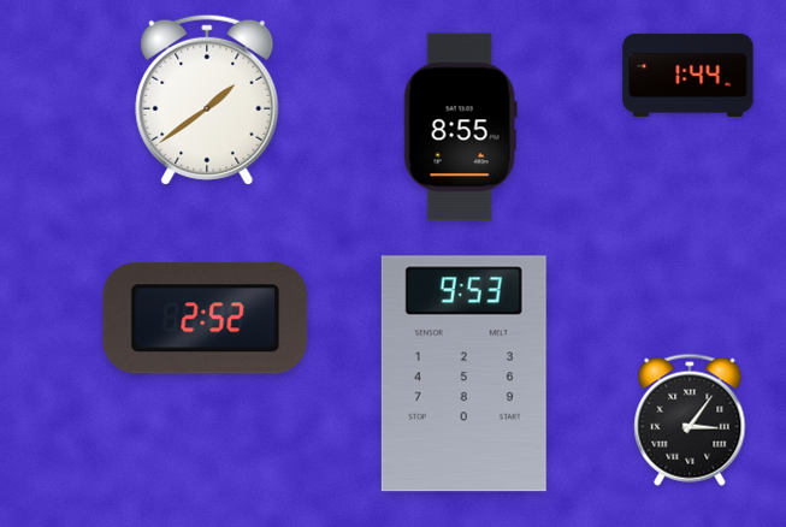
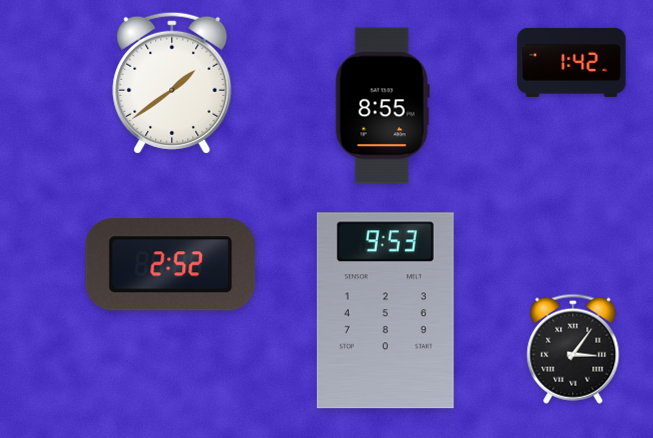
clock at (689, 75): 1:44 -> 1:42
